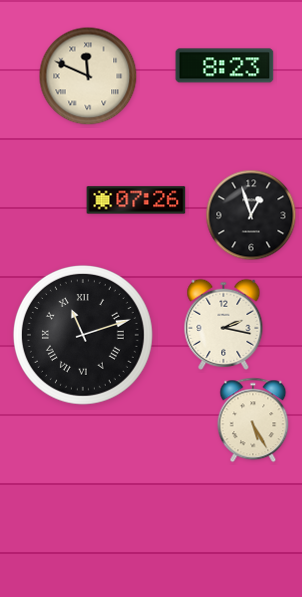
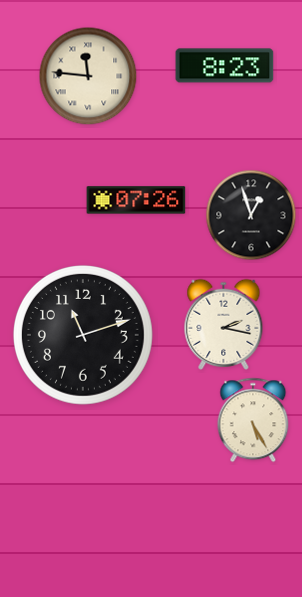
clock at (88, 76): 11:49 -> 11:46
clock at (83, 335) numerals: Roman -> Arabic
